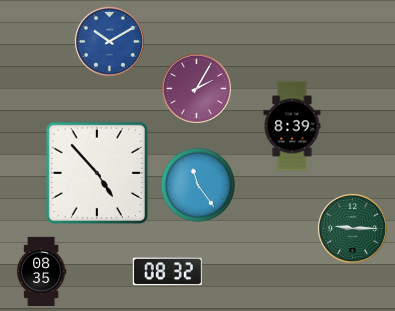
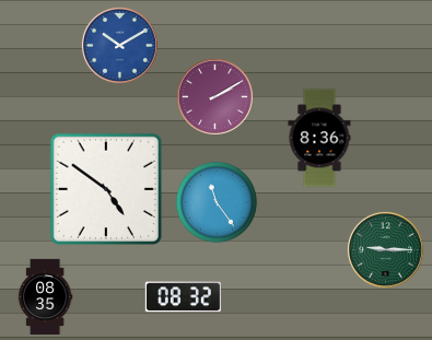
clock at (196, 88): 2:05 -> 2:10
clock at (292, 126): 8:39 -> 8:36
clock at (97, 173): 4:53 -> 4:51
